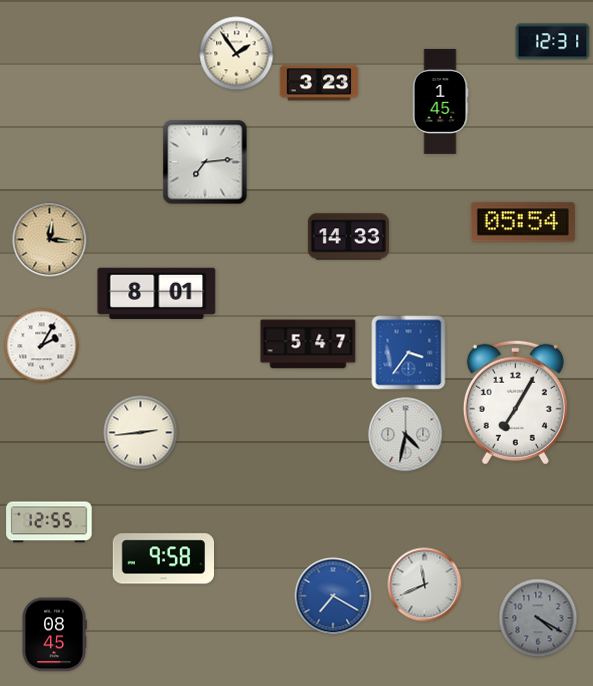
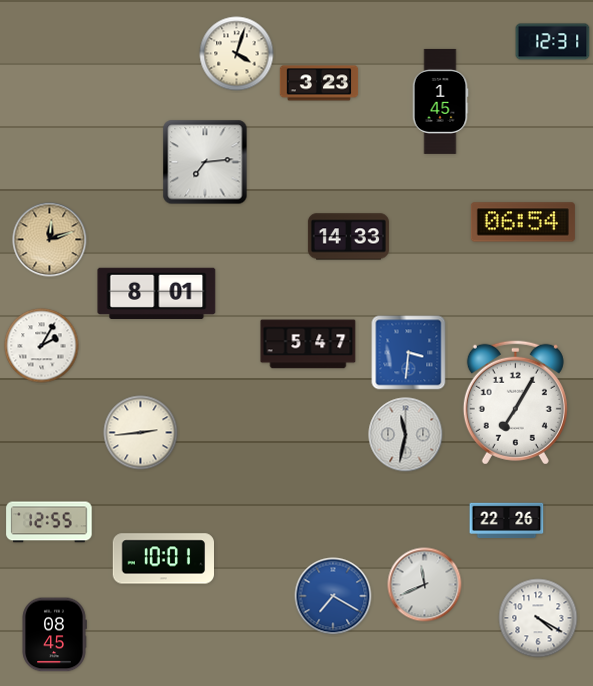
clock at (237, 54): 1:54 -> 4:03
clock at (523, 222): 05:54 -> 06:54
clock at (50, 240): 12:16 -> 12:12
clock at (409, 353): 3:36 -> 3:31
clock at (406, 435): 4:32 -> 11:32
clock at (507, 520): none -> 22:26
clock at (163, 559): 9:58 -> 10:01
clock at (538, 618) dial: grey -> white
